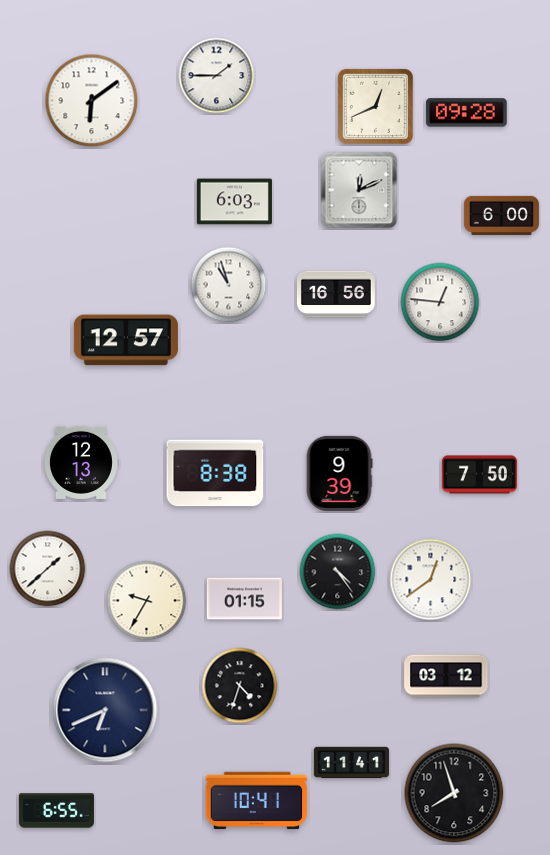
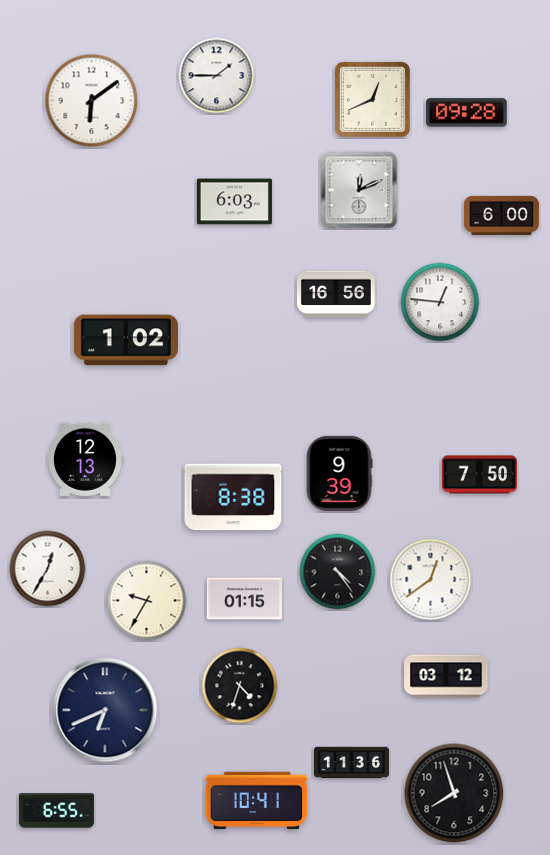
clock at (375, 106) position: (375, 106) -> (372, 99)
clock at (229, 285): 10:57 -> none
clock at (126, 340): 12:57 -> 1:02
clock at (81, 462) position: (81, 462) -> (85, 459)
clock at (215, 473) position: (215, 473) -> (233, 497)
clock at (48, 569): 1:38 -> 12:35
clock at (351, 763): 11:41 -> 11:36
